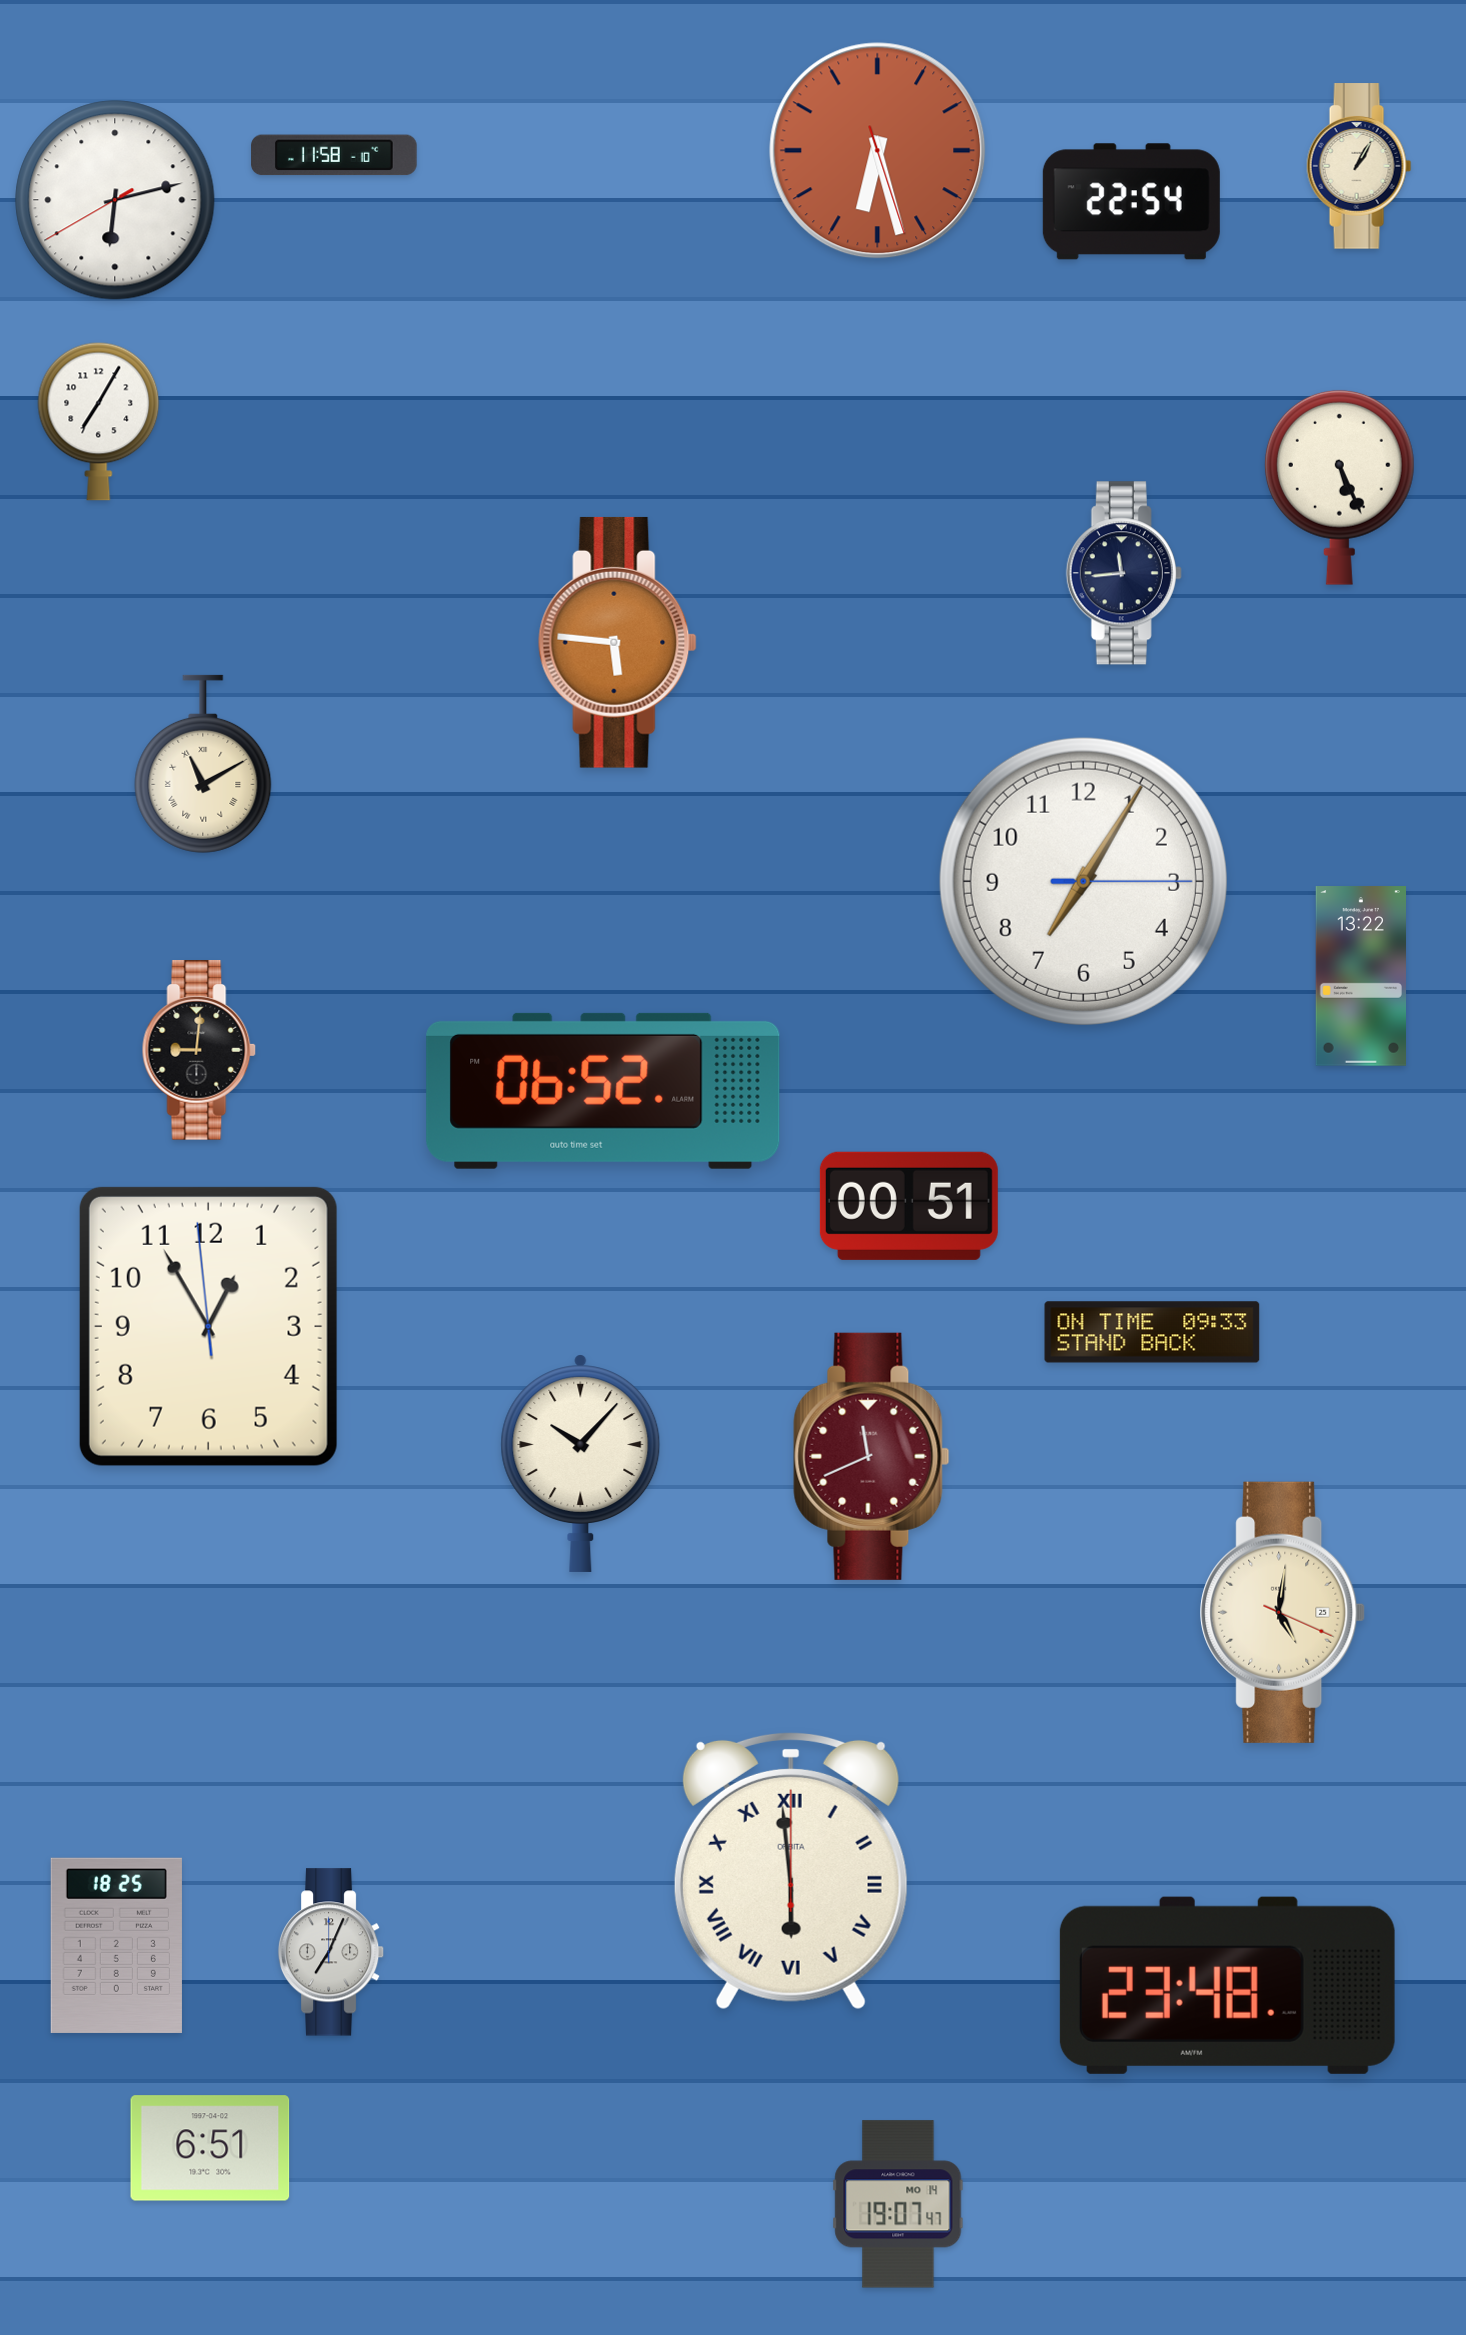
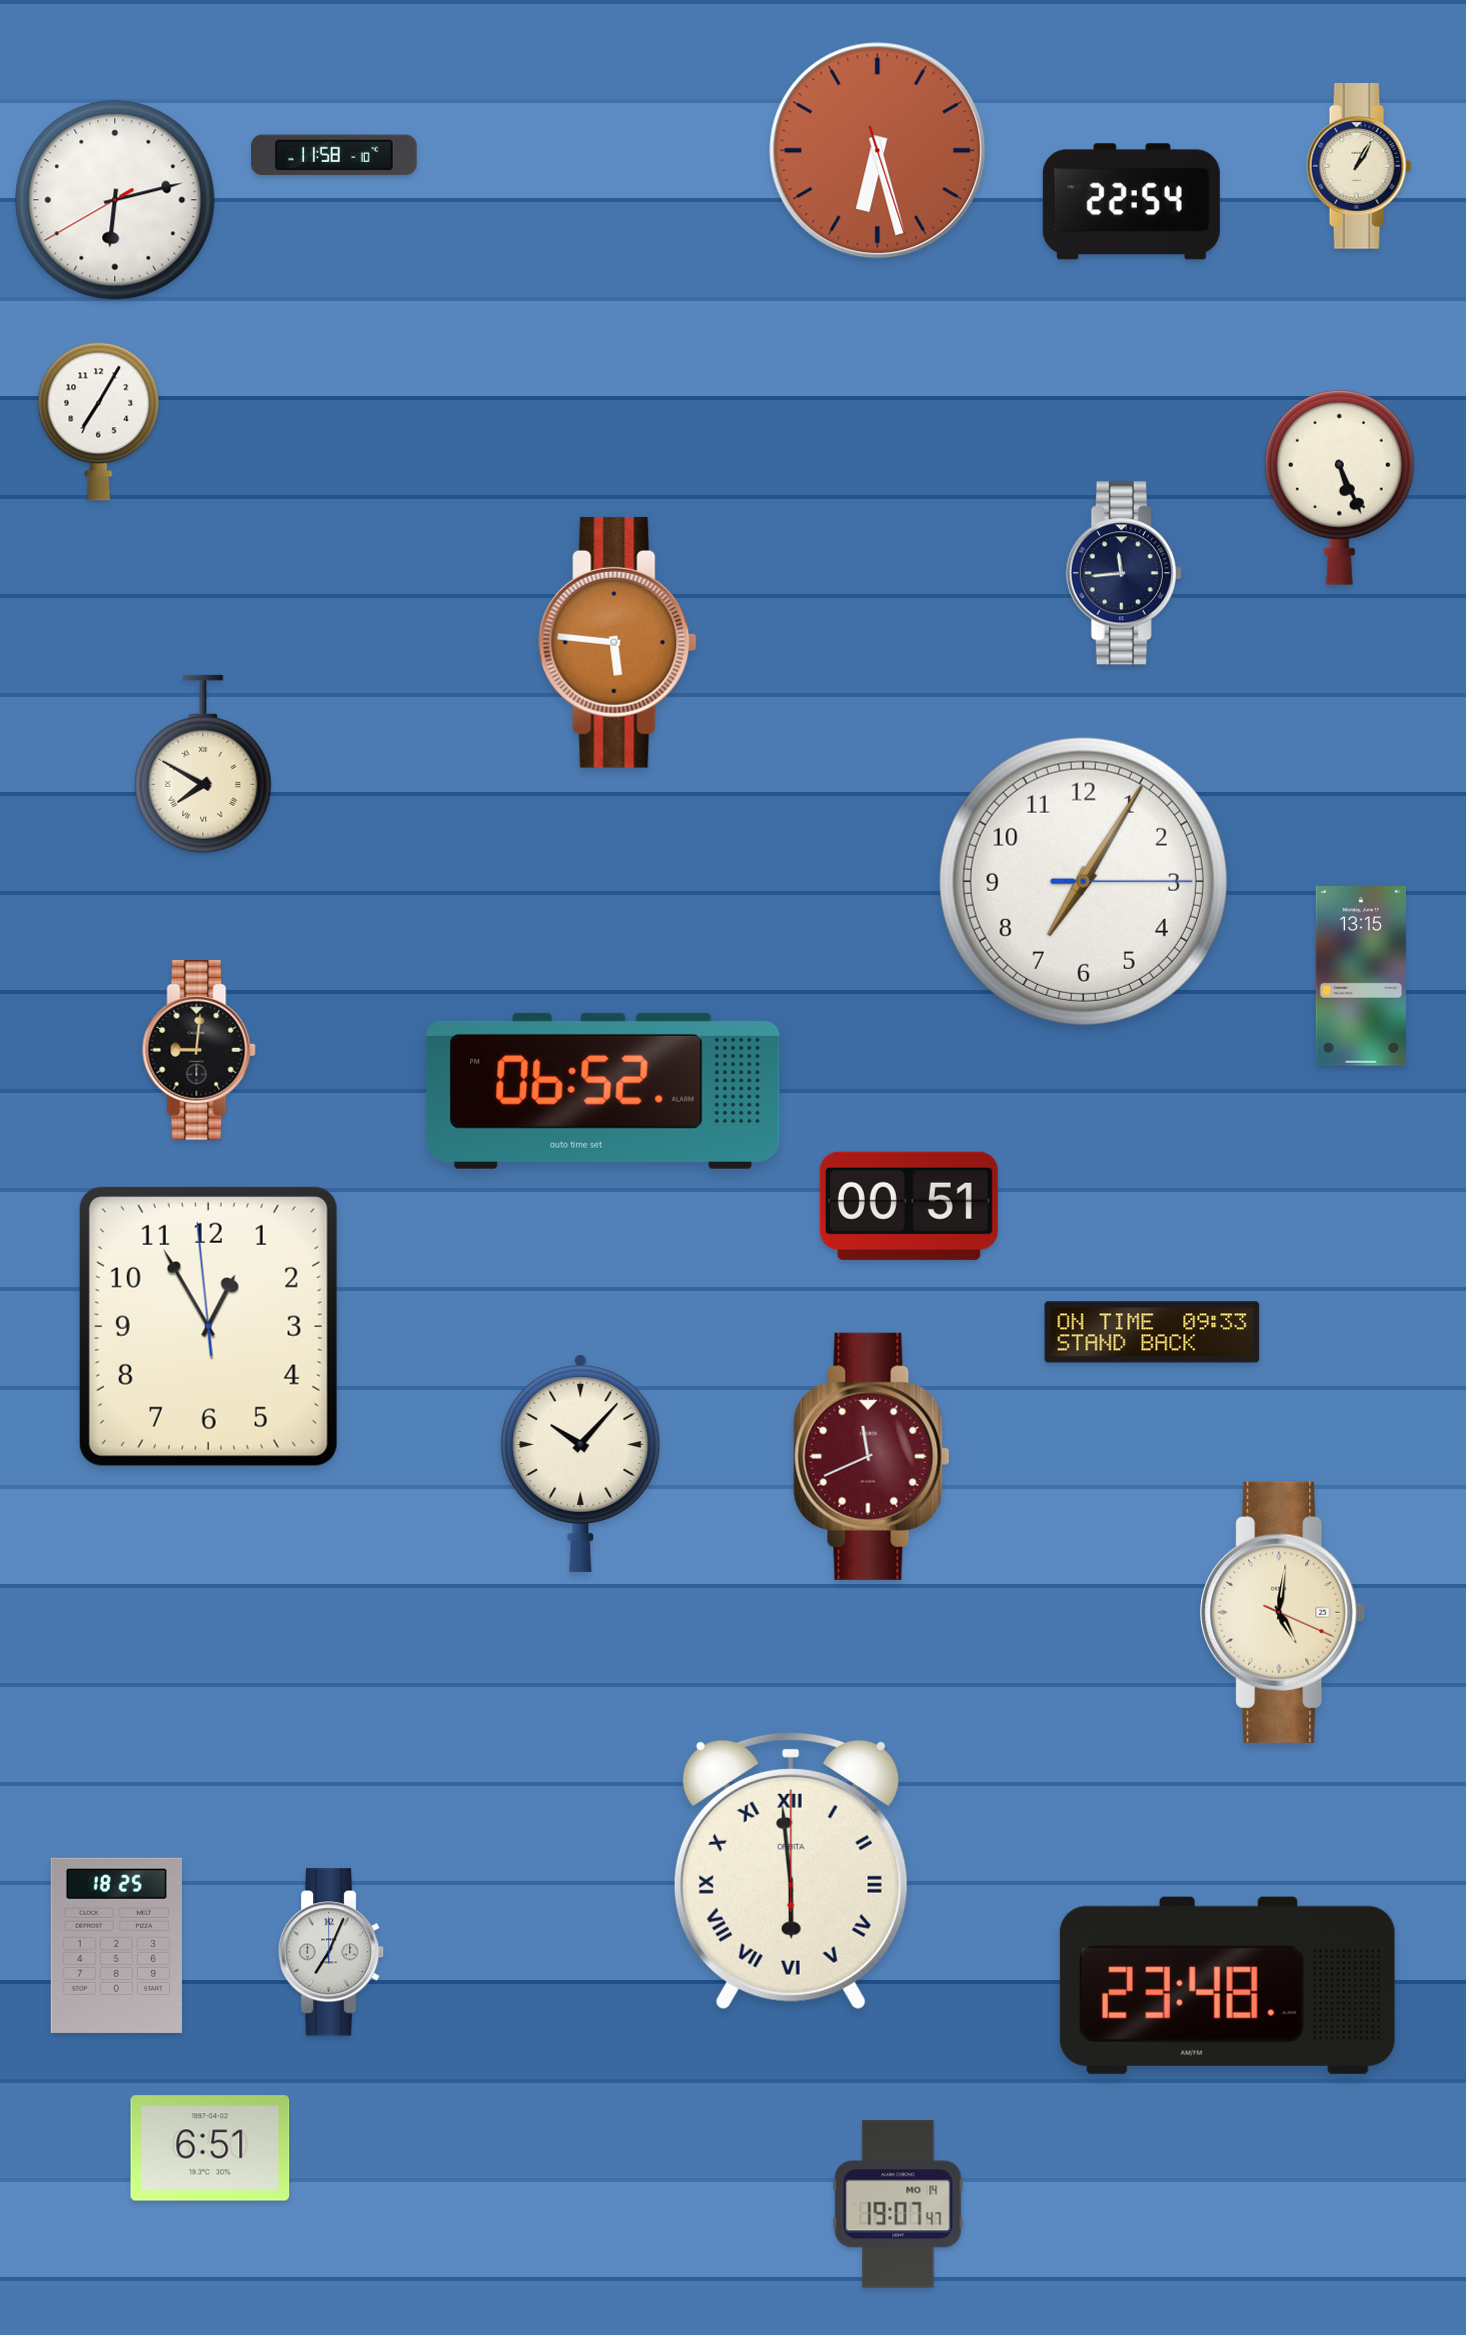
clock at (203, 764): 11:10 -> 7:50
clock at (1360, 976): 13:22 -> 13:15
